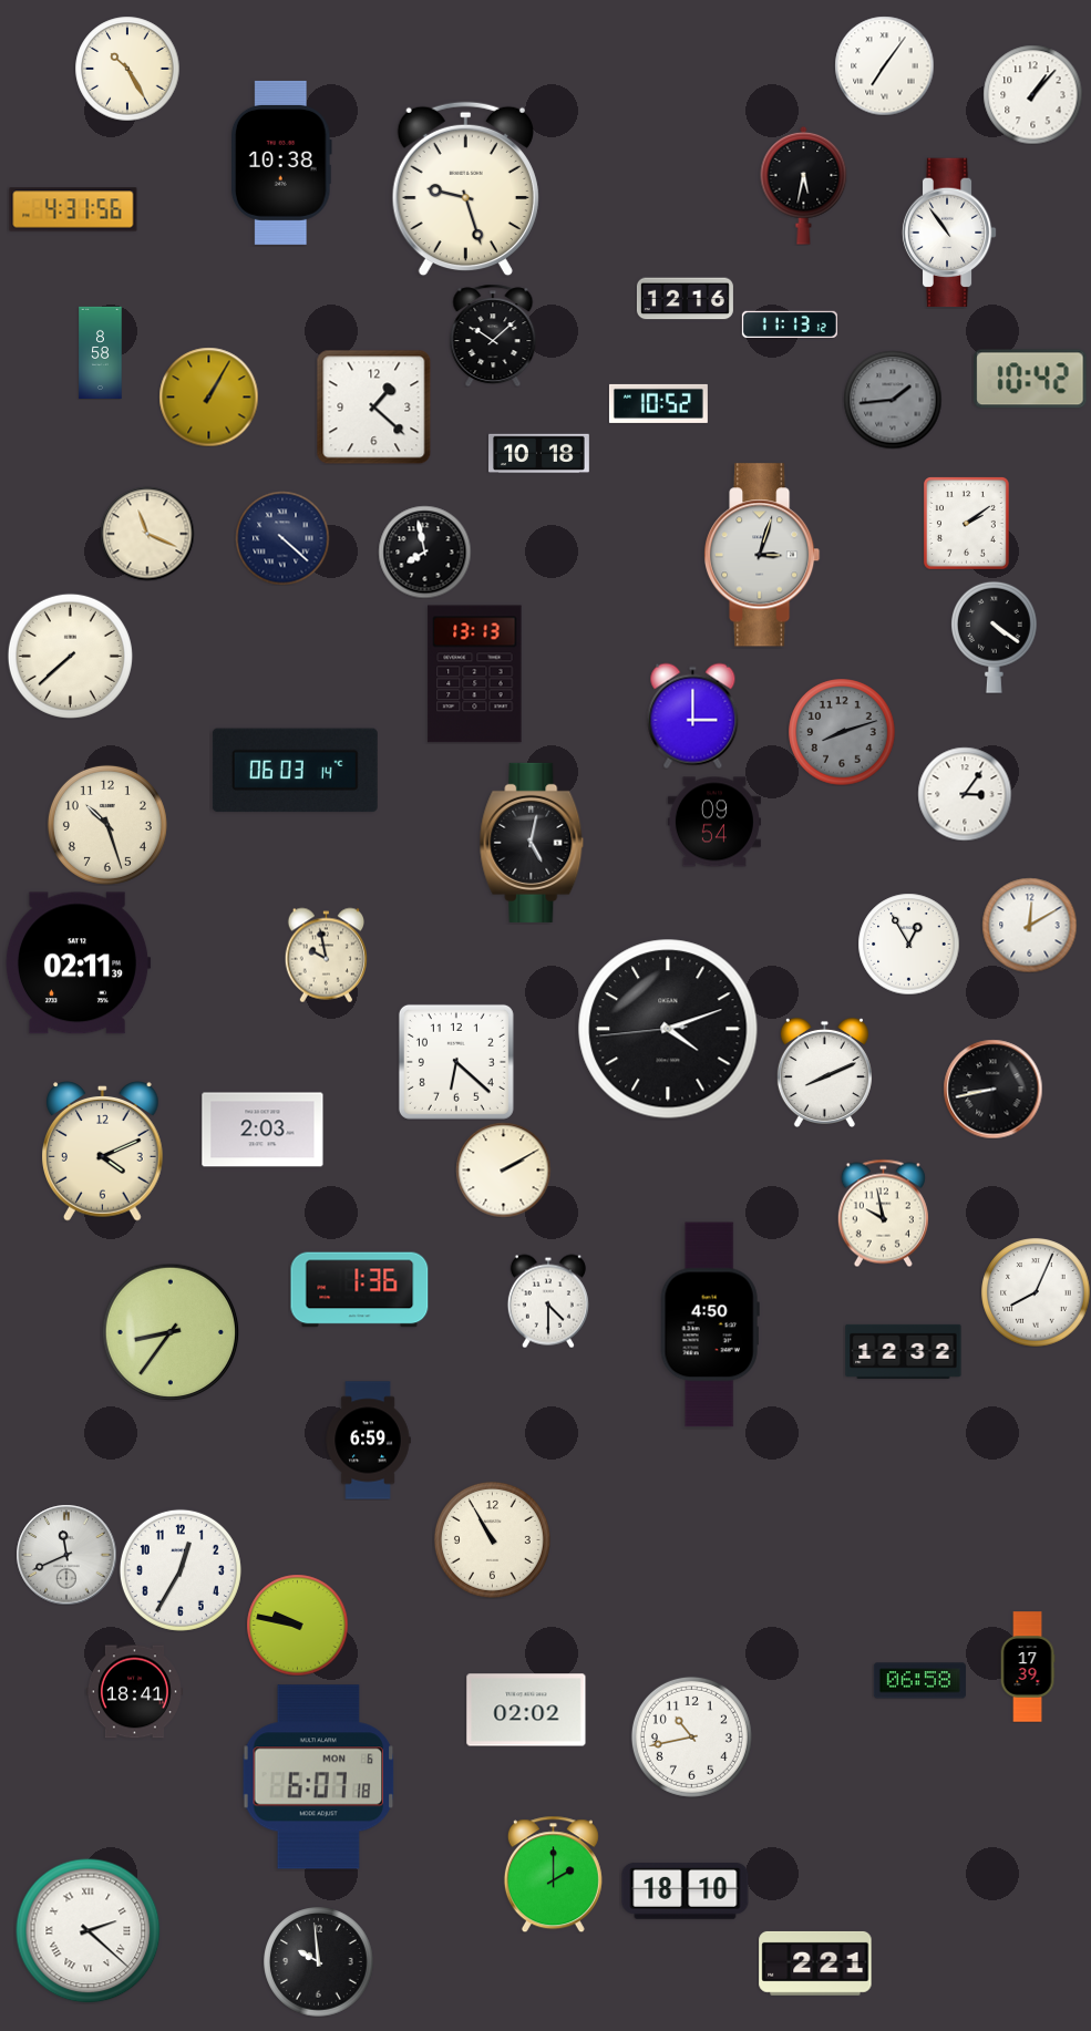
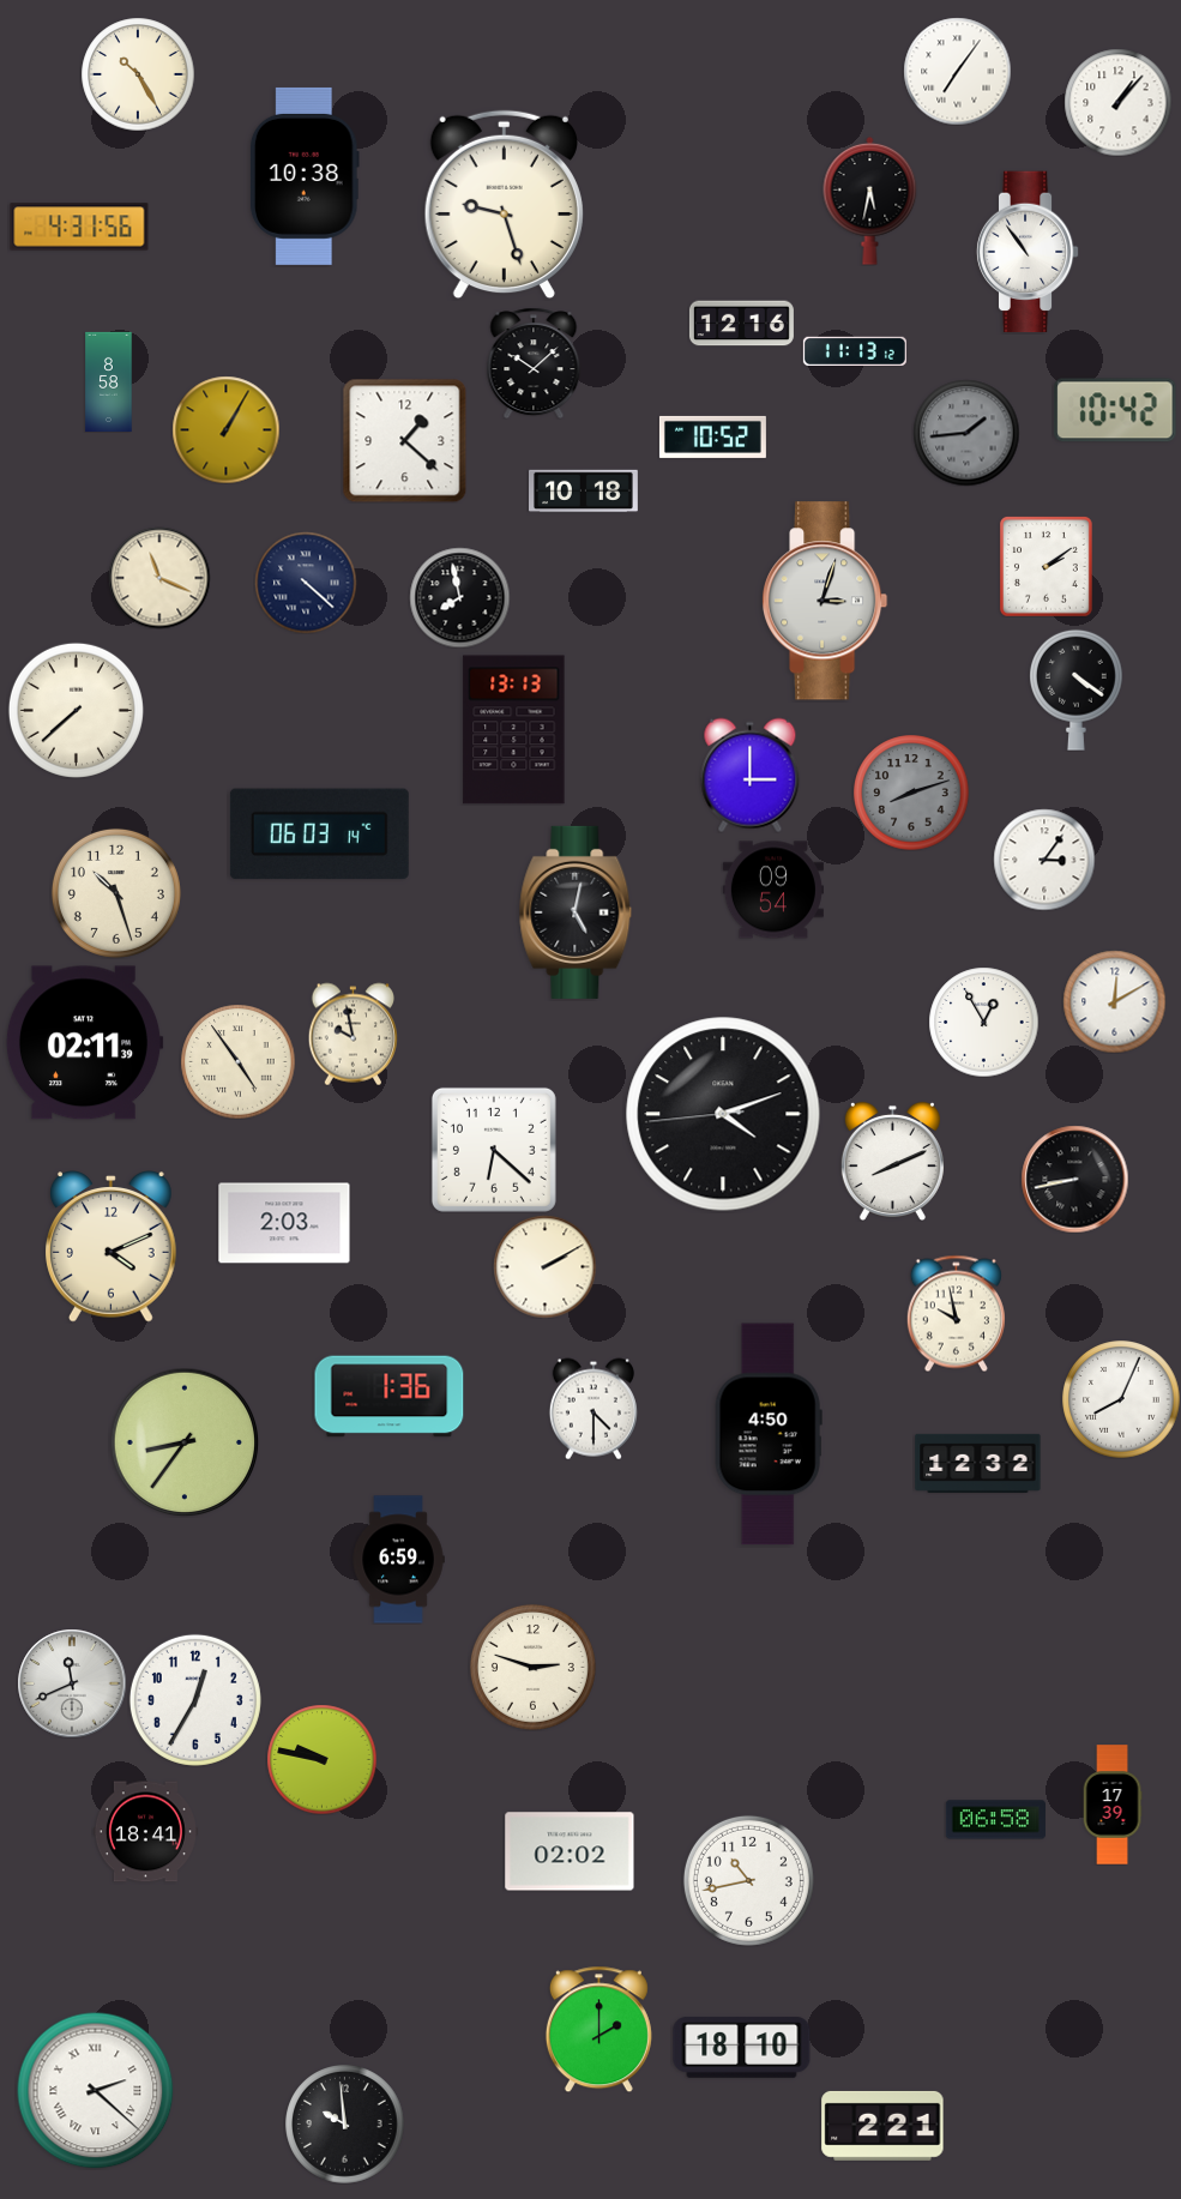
clock at (237, 1061): none -> 4:54
clock at (492, 1539): 10:55 -> 2:48
clock at (319, 1777): 6:07 -> none
